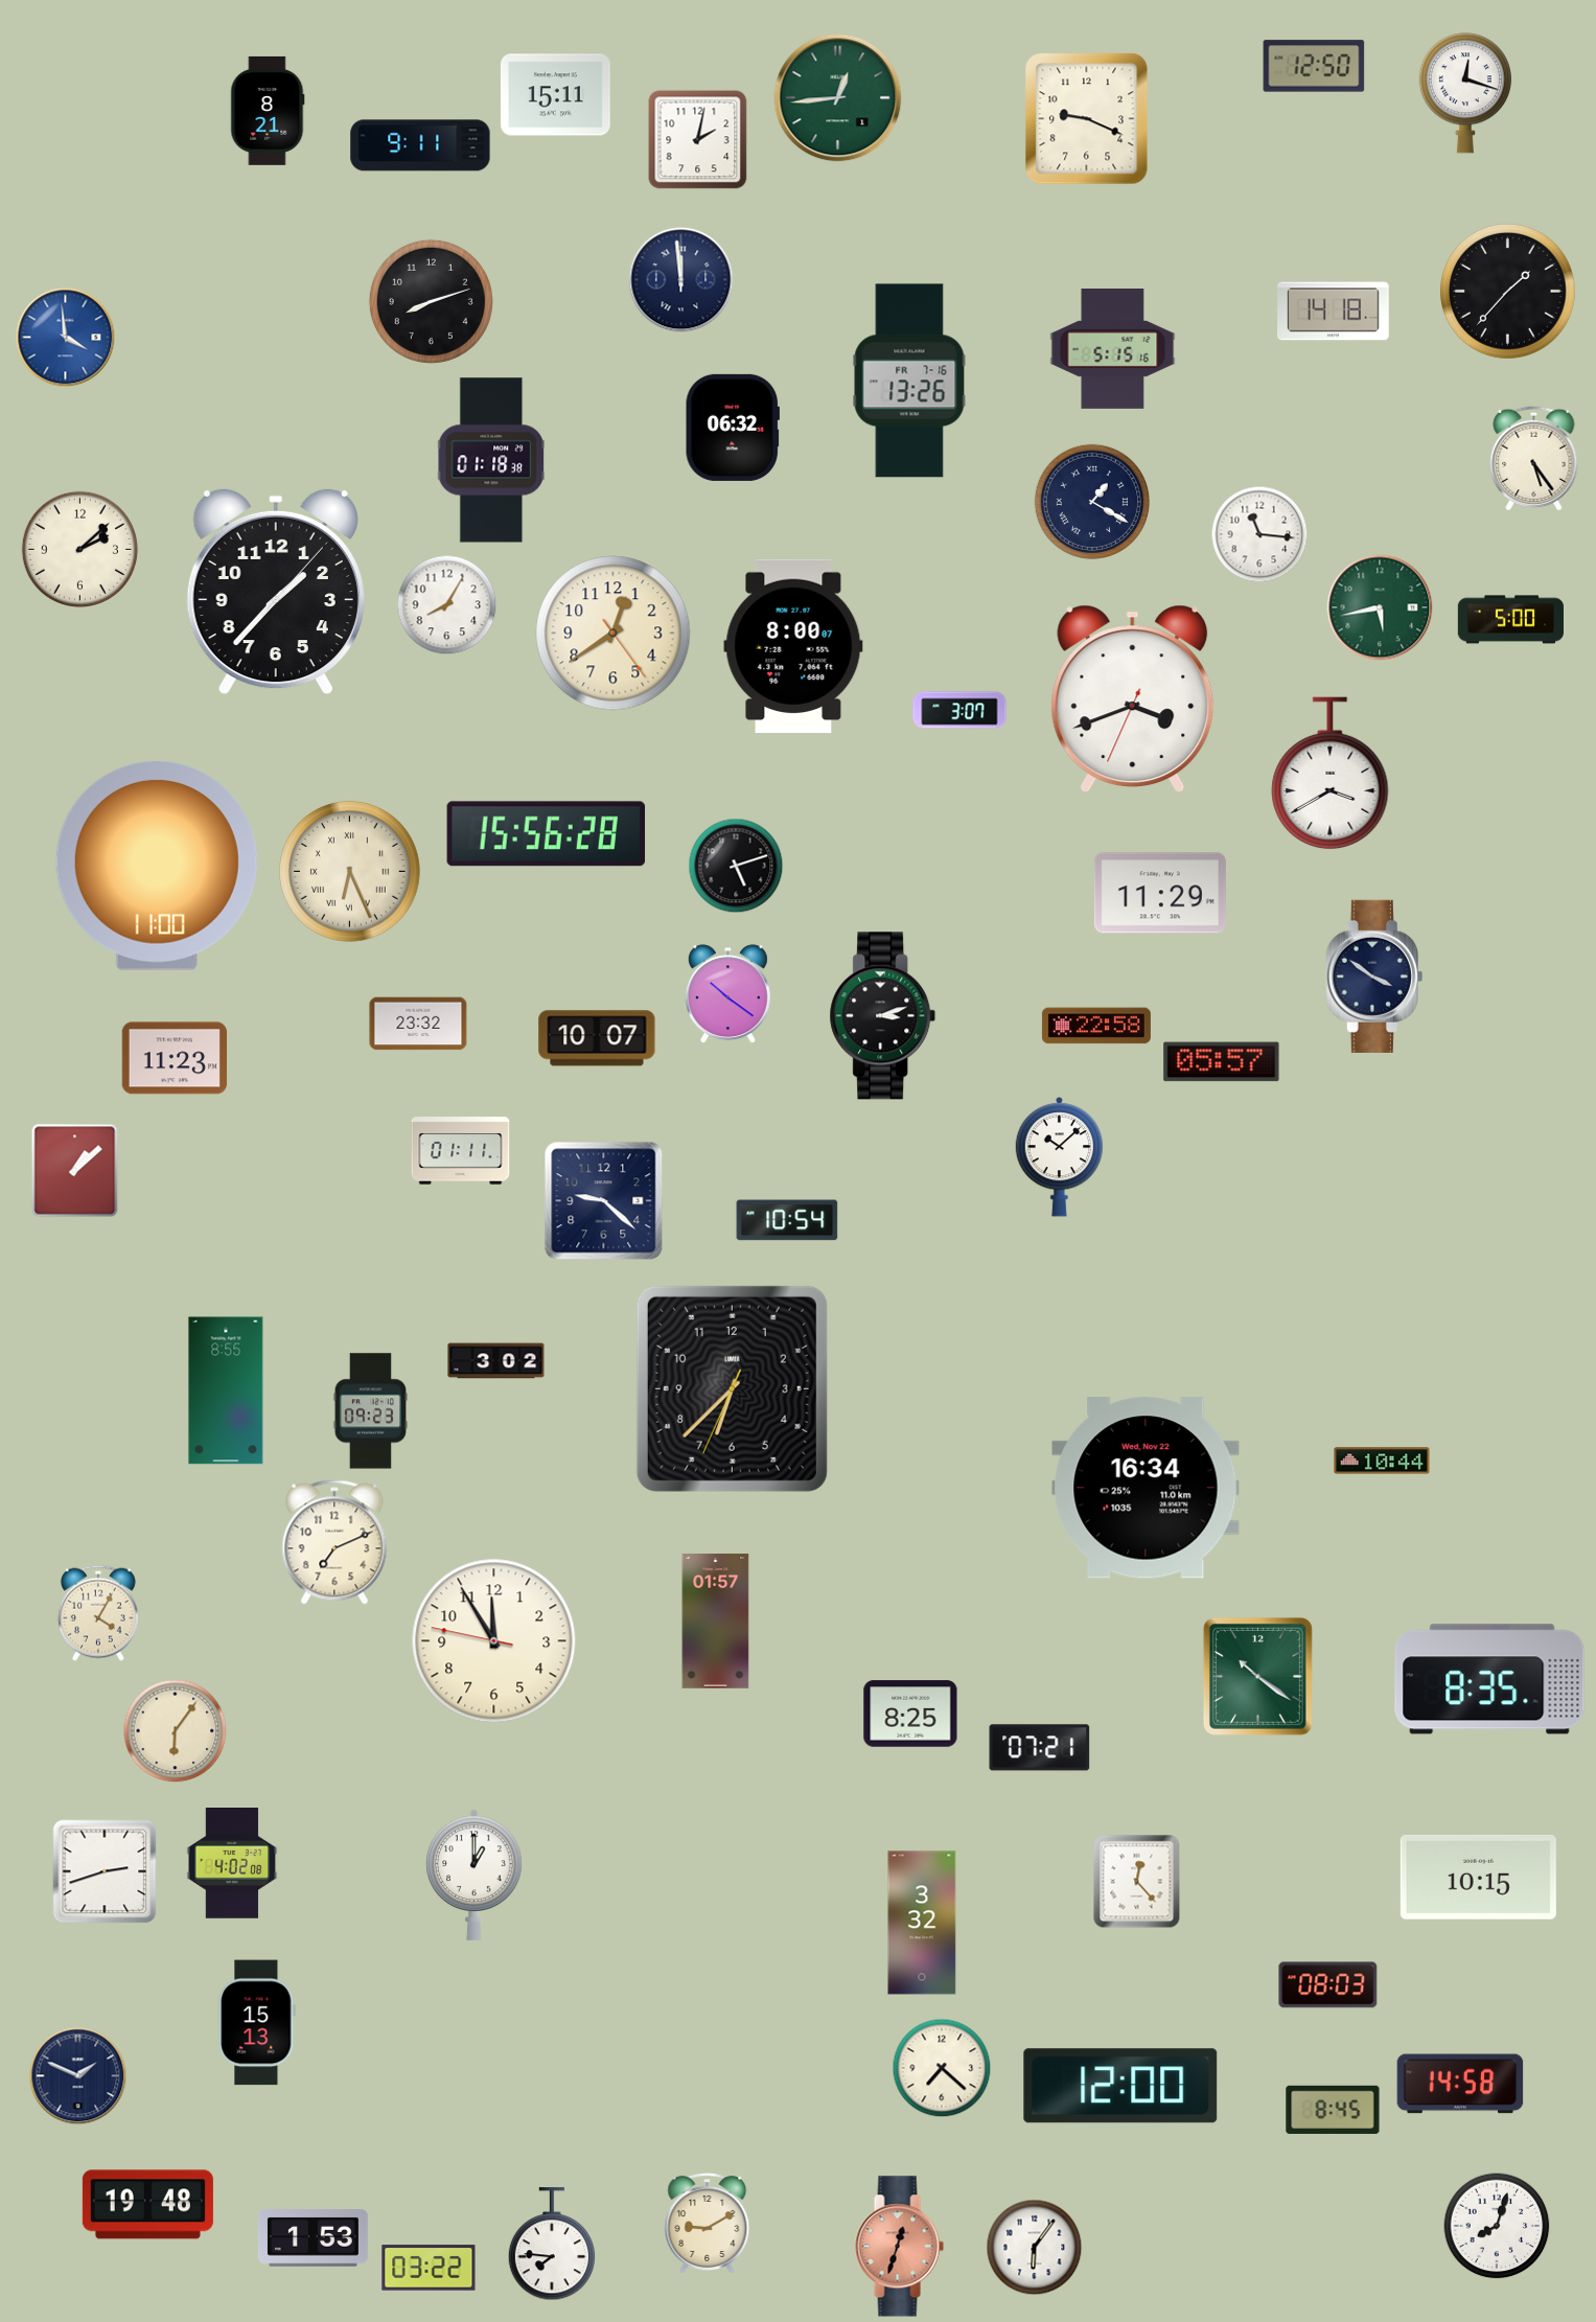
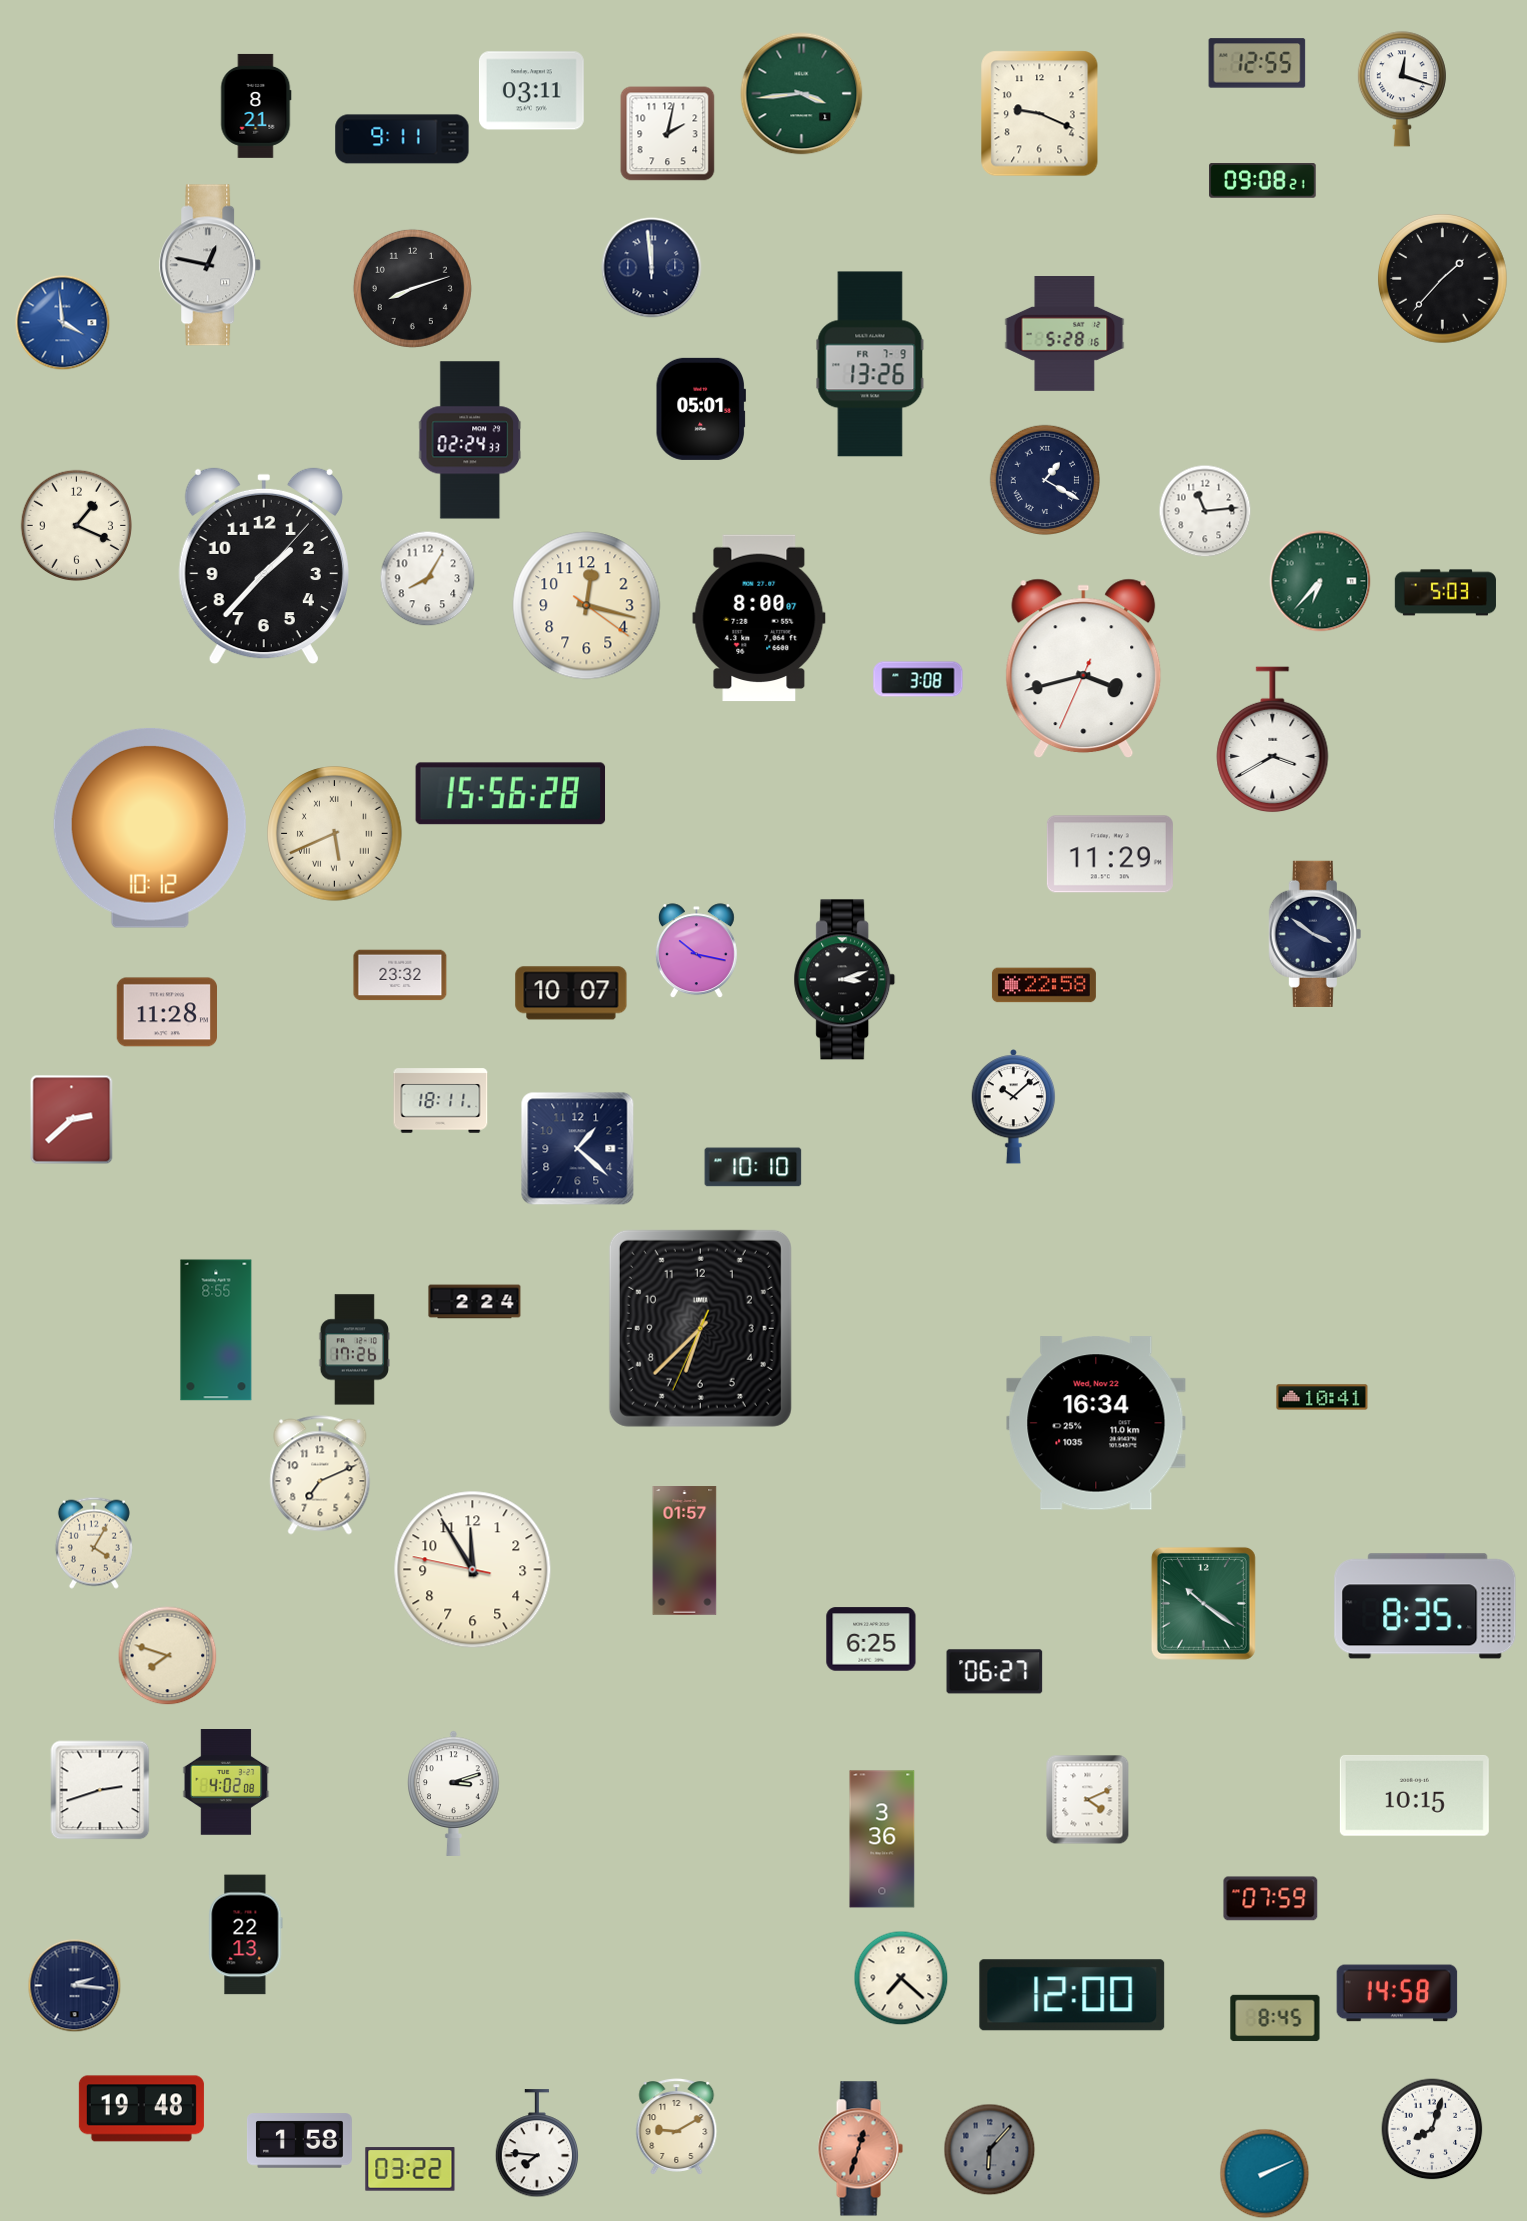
clock at (1314, 66): 12:50 -> 12:55
clock at (555, 95): 15:11 -> 03:11
clock at (838, 98): 12:44 -> 3:44
clock at (1263, 181): none -> 09:08
clock at (211, 265): none -> 12:47
clock at (1334, 312): 14:18 -> none
clock at (1113, 349): 5:15 -> 5:28
clock at (909, 381) date: FR 7-16 -> FR 7-9
clock at (733, 428): 06:32 -> 05:01
clock at (1534, 458): 5:24 -> none
clock at (491, 460): 01:18 -> 02:24
clock at (1259, 534): 11:16 -> 11:14
clock at (79, 549): 2:08 -> 1:19
clock at (1380, 607): 5:43 -> 6:37
clock at (1510, 620): 5:00 -> 5:03
clock at (614, 634): 12:39 -> 12:17
clock at (1133, 699): 3:41 -> 3:42
clock at (959, 710): 3:07 -> 3:08
clock at (547, 834) position: (547, 834) -> (511, 794)
clock at (157, 866): 11:00 -> 10:12
clock at (736, 866): 5:12 -> none
clock at (350, 872): 6:26 -> 5:41
clock at (727, 994): 10:21 -> 10:17
clock at (883, 1016) position: (883, 1016) -> (845, 980)
clock at (418, 1024) position: (418, 1024) -> (400, 975)
clock at (1096, 1026) position: (1096, 1026) -> (1044, 985)
clock at (174, 1058): 11:23 -> 11:28
clock at (1222, 1062): 05:57 -> none
clock at (461, 1151): 01:11 -> 18:11
clock at (75, 1171): 1:08 -> 2:38
clock at (604, 1201): 9:22 -> 1:22
clock at (787, 1220): 10:54 -> 10:10
clock at (496, 1361): 3:02 -> 2:24
clock at (370, 1411): 09:23 -> 17:26
clock at (1382, 1461): 10:44 -> 10:41
clock at (910, 1714): 8:25 -> 6:25
clock at (176, 1731): 6:06 -> 7:48
clock at (1040, 1748): 07:21 -> 06:27
clock at (232, 1864) position: (232, 1864) -> (226, 1783)
clock at (475, 1875): 1:00 -> 3:12
clock at (1137, 1882): 12:23 -> 4:11
clock at (922, 1923): 3:32 -> 3:36
clock at (1328, 1985): 08:03 -> 07:59
clock at (257, 2023): 15:13 -> 22:13
clock at (78, 2076): 1:49 -> 2:16
clock at (314, 2238): 1:53 -> 1:58
clock at (551, 2245) position: (551, 2245) -> (536, 2144)
clock at (1035, 2248): 6:06 -> 6:07
clock at (1035, 2248) dial: white -> grey
clock at (1265, 2174): none -> 2:11
